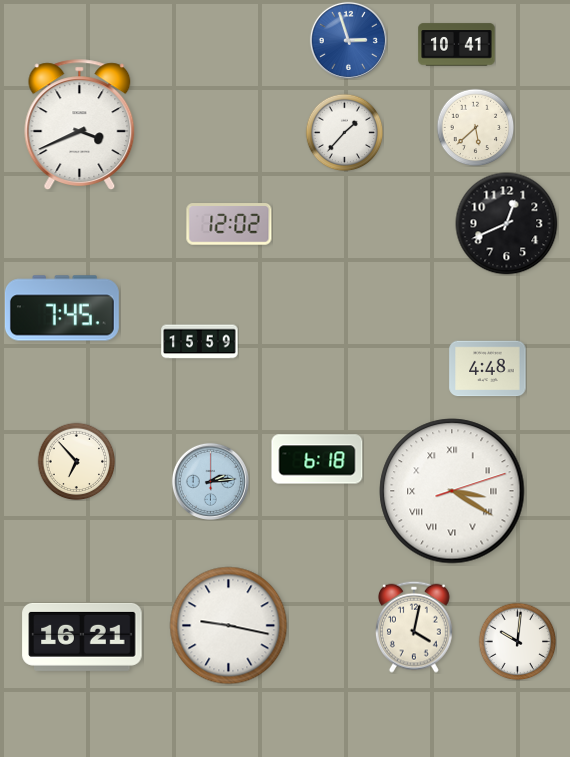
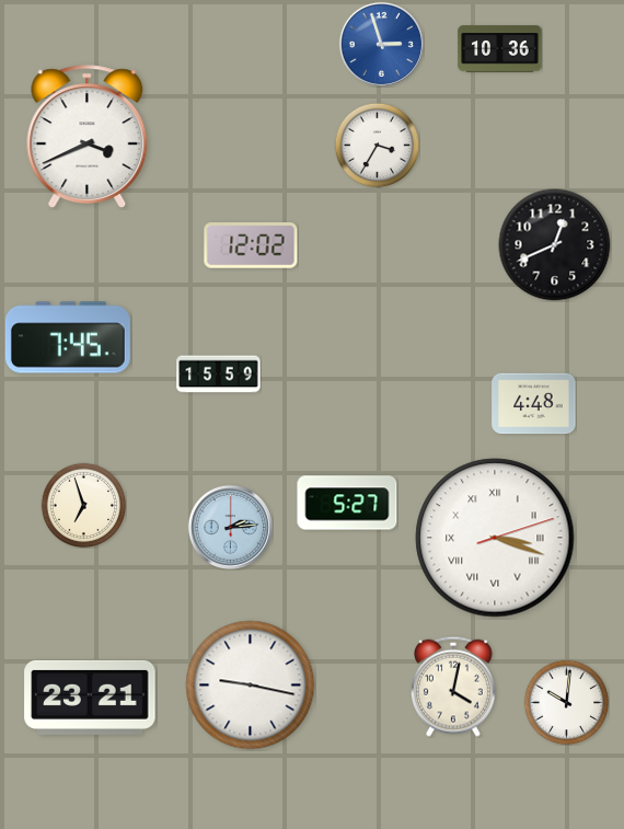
clock at (457, 45): 10:41 -> 10:36
clock at (475, 127): 5:38 -> none
clock at (344, 132): 1:37 -> 3:35
clock at (317, 459): 6:18 -> 5:27
clock at (76, 461): 6:53 -> 6:57
clock at (452, 491): 3:20 -> 3:18
clock at (82, 637): 16:21 -> 23:21
